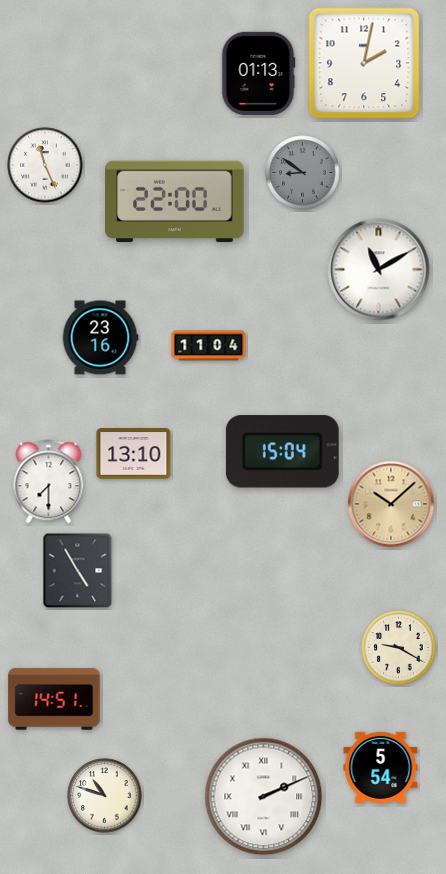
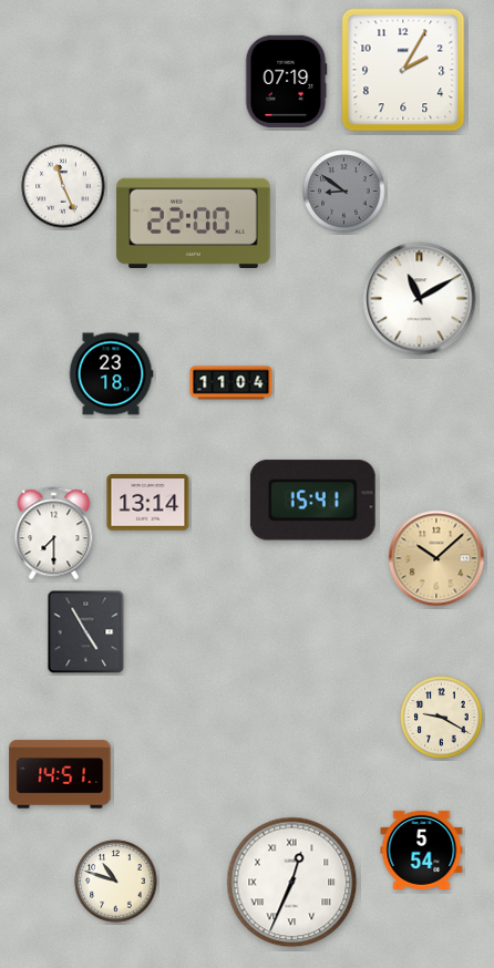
clock at (364, 63): 2:02 -> 2:05
clock at (258, 73): 01:13 -> 07:19
clock at (45, 165) position: (45, 165) -> (63, 186)
clock at (303, 173) position: (303, 173) -> (344, 192)
clock at (100, 338): 23:16 -> 23:18
clock at (282, 452): 15:04 -> 15:41
clock at (134, 454): 13:10 -> 13:14
clock at (391, 504) position: (391, 504) -> (436, 558)
clock at (264, 797): 2:11 -> 12:34
